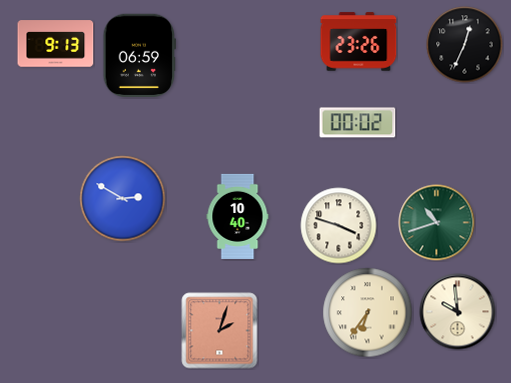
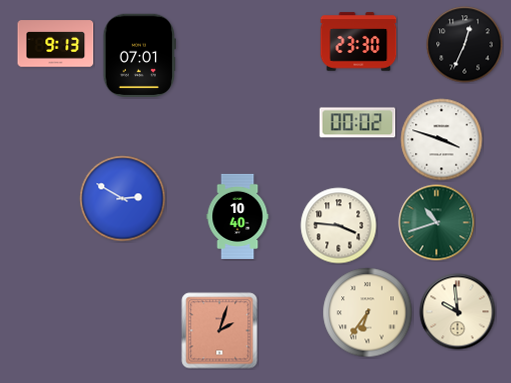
clock at (359, 42): 23:26 -> 23:30
clock at (139, 55): 06:59 -> 07:01
clock at (442, 140): none -> 3:48
clock at (339, 226): 3:48 -> 3:46
